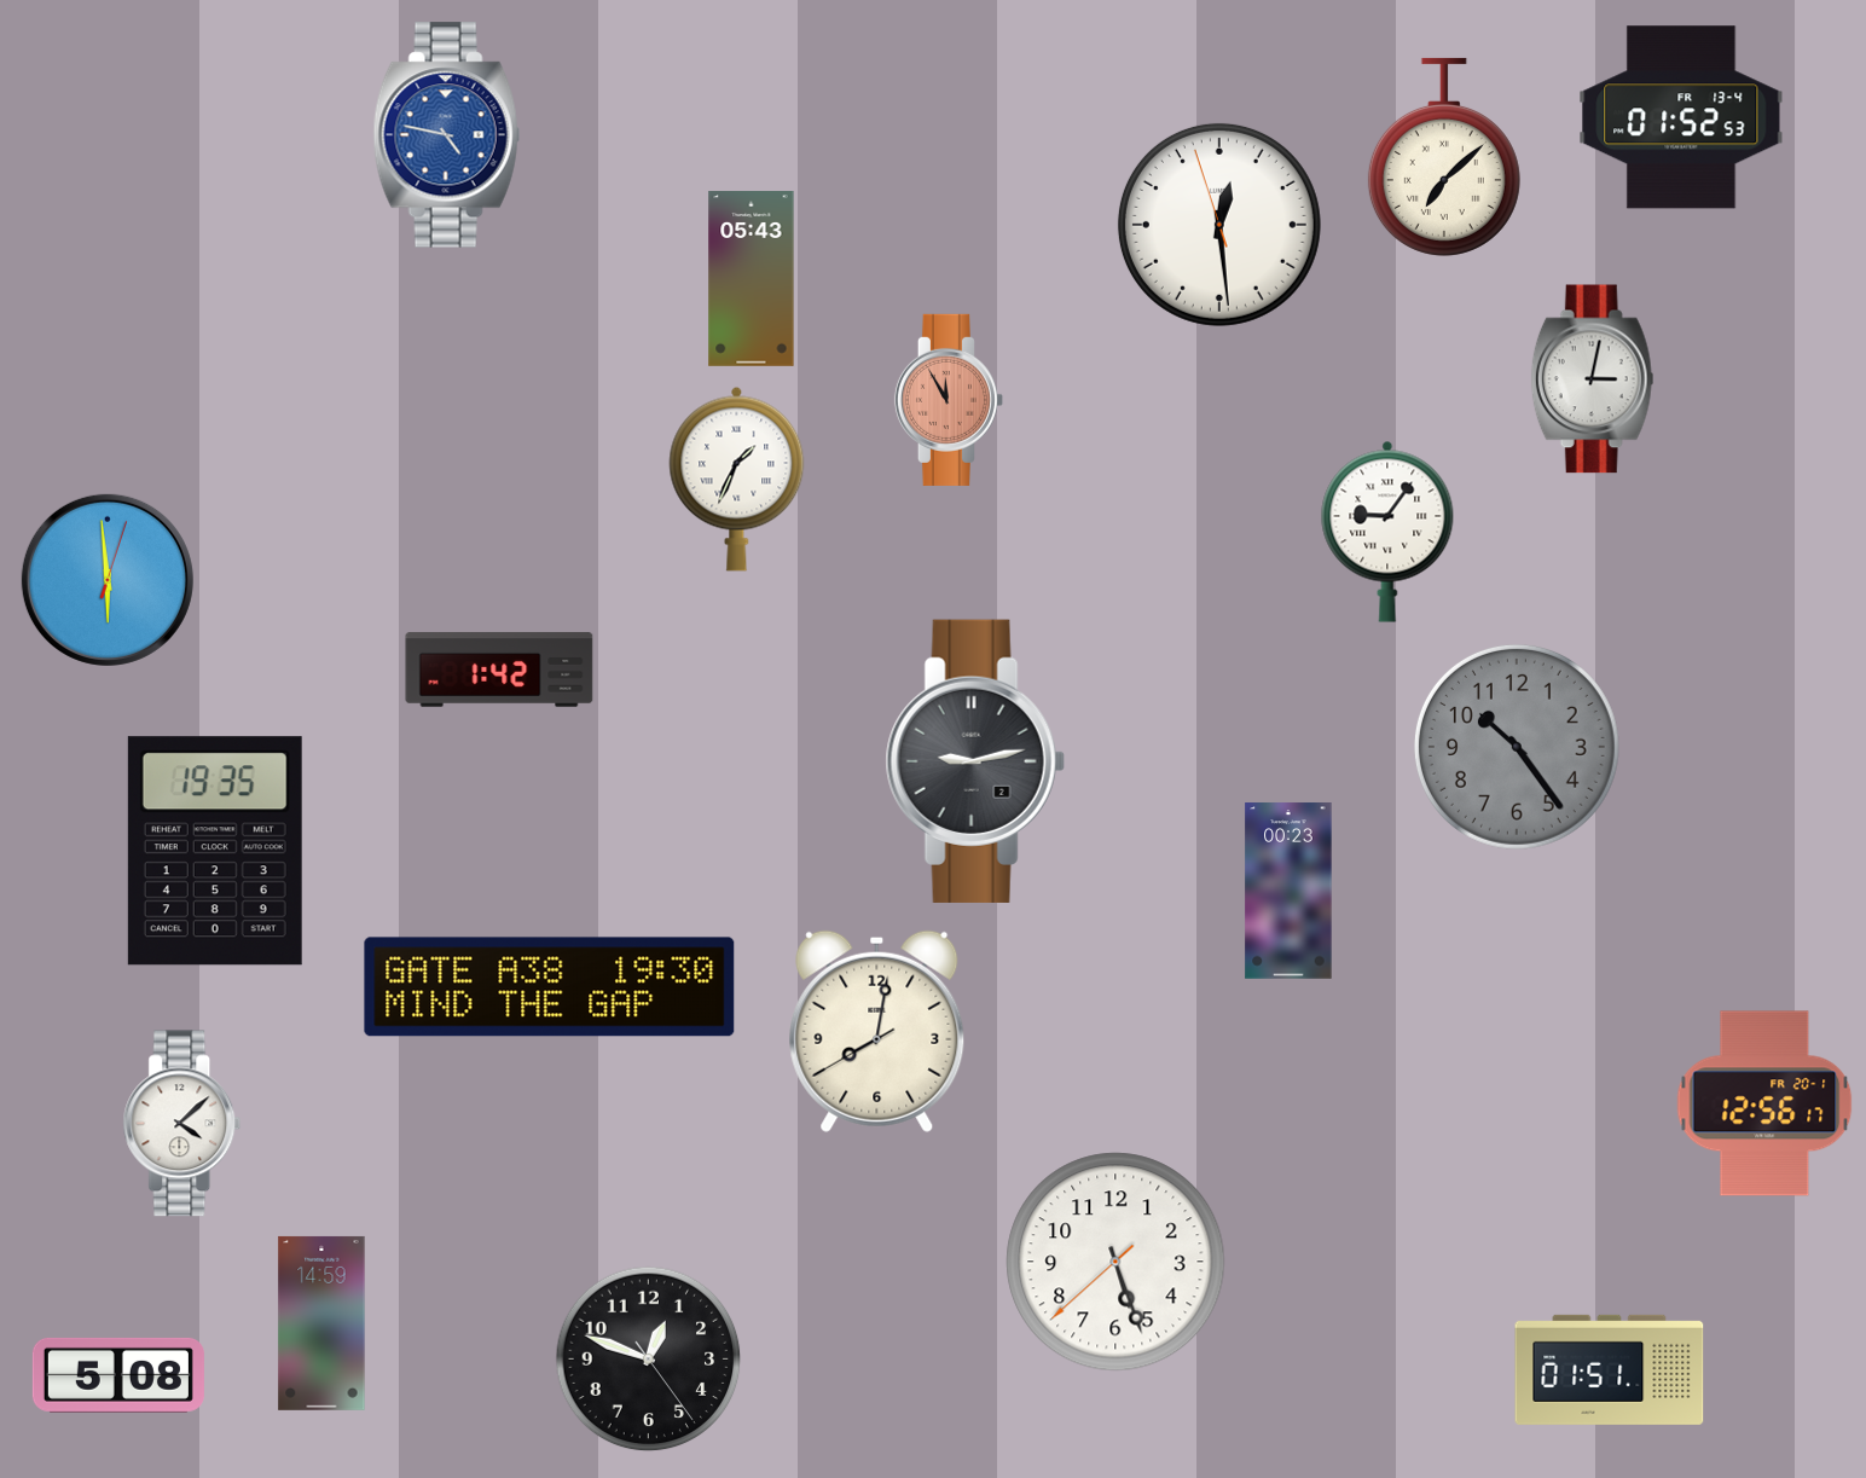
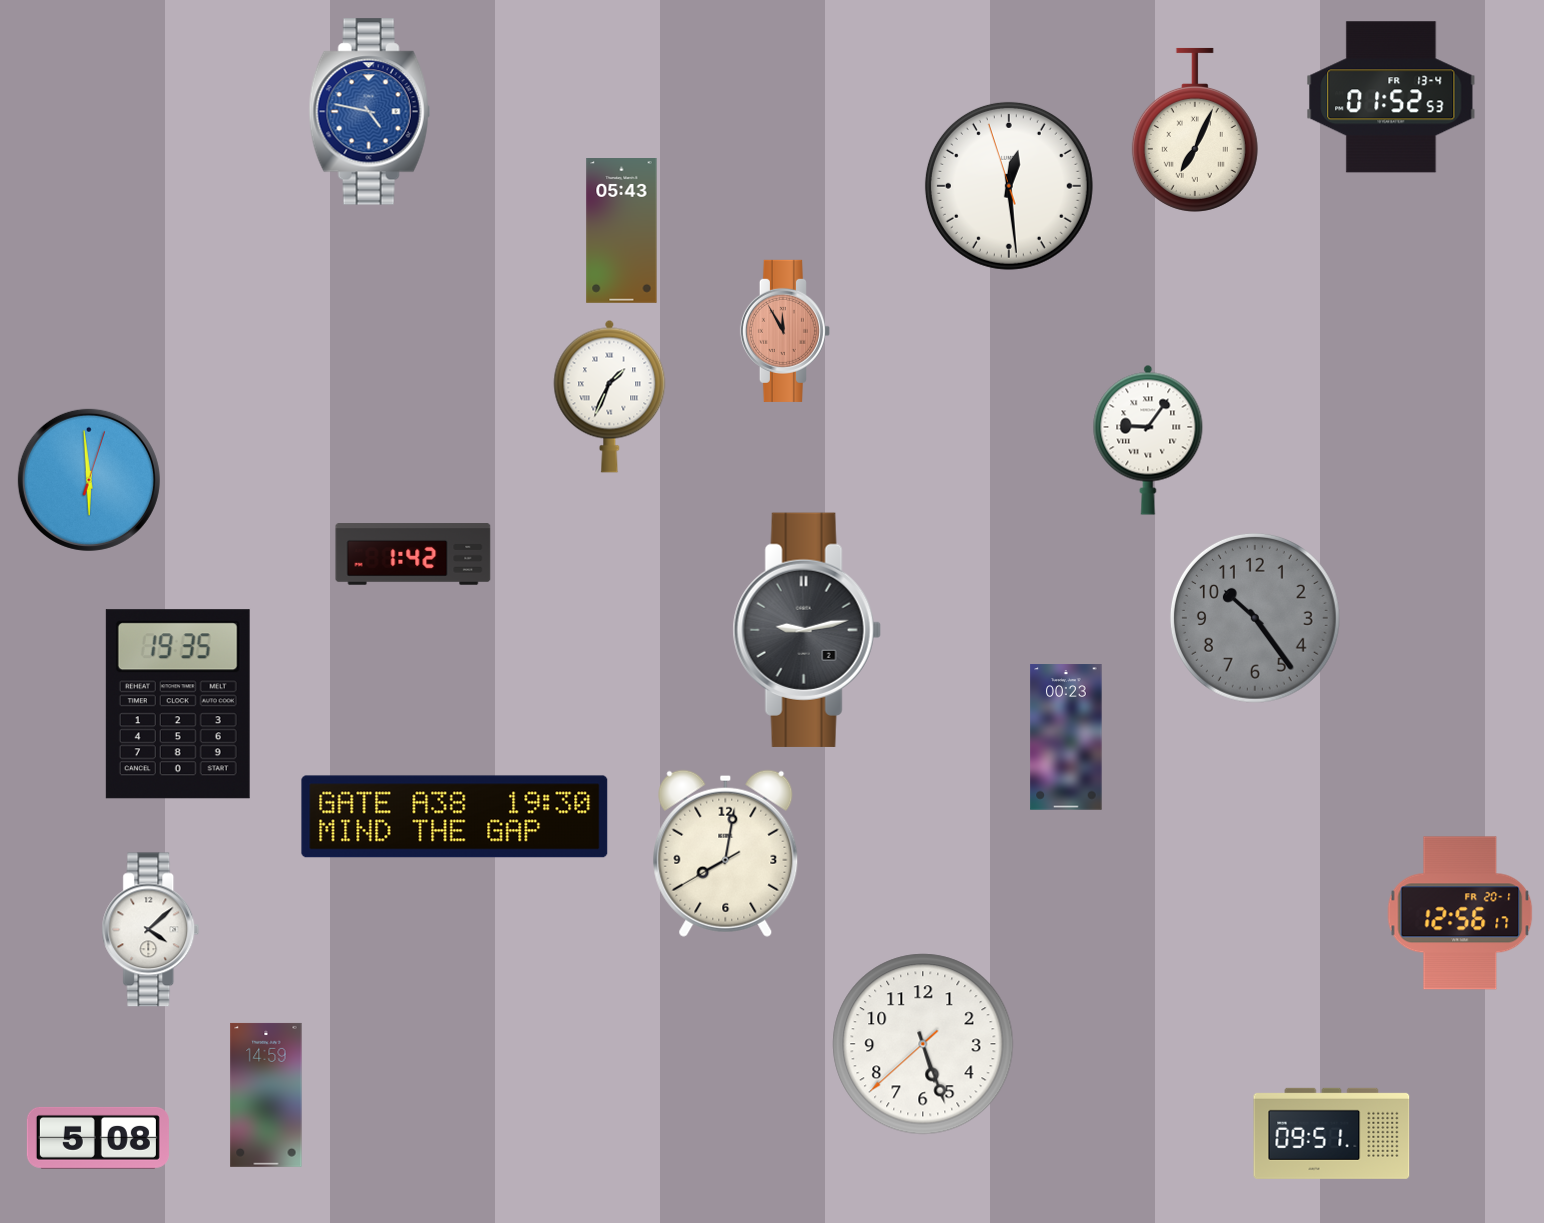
clock at (1444, 157): 7:08 -> 7:04
clock at (1593, 379): 3:02 -> none
clock at (649, 1360): 12:48 -> none
clock at (1610, 1369): 01:51 -> 09:51
